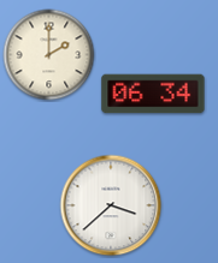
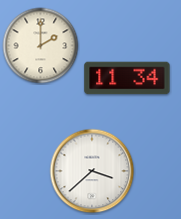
clock at (153, 94): 06:34 -> 11:34
